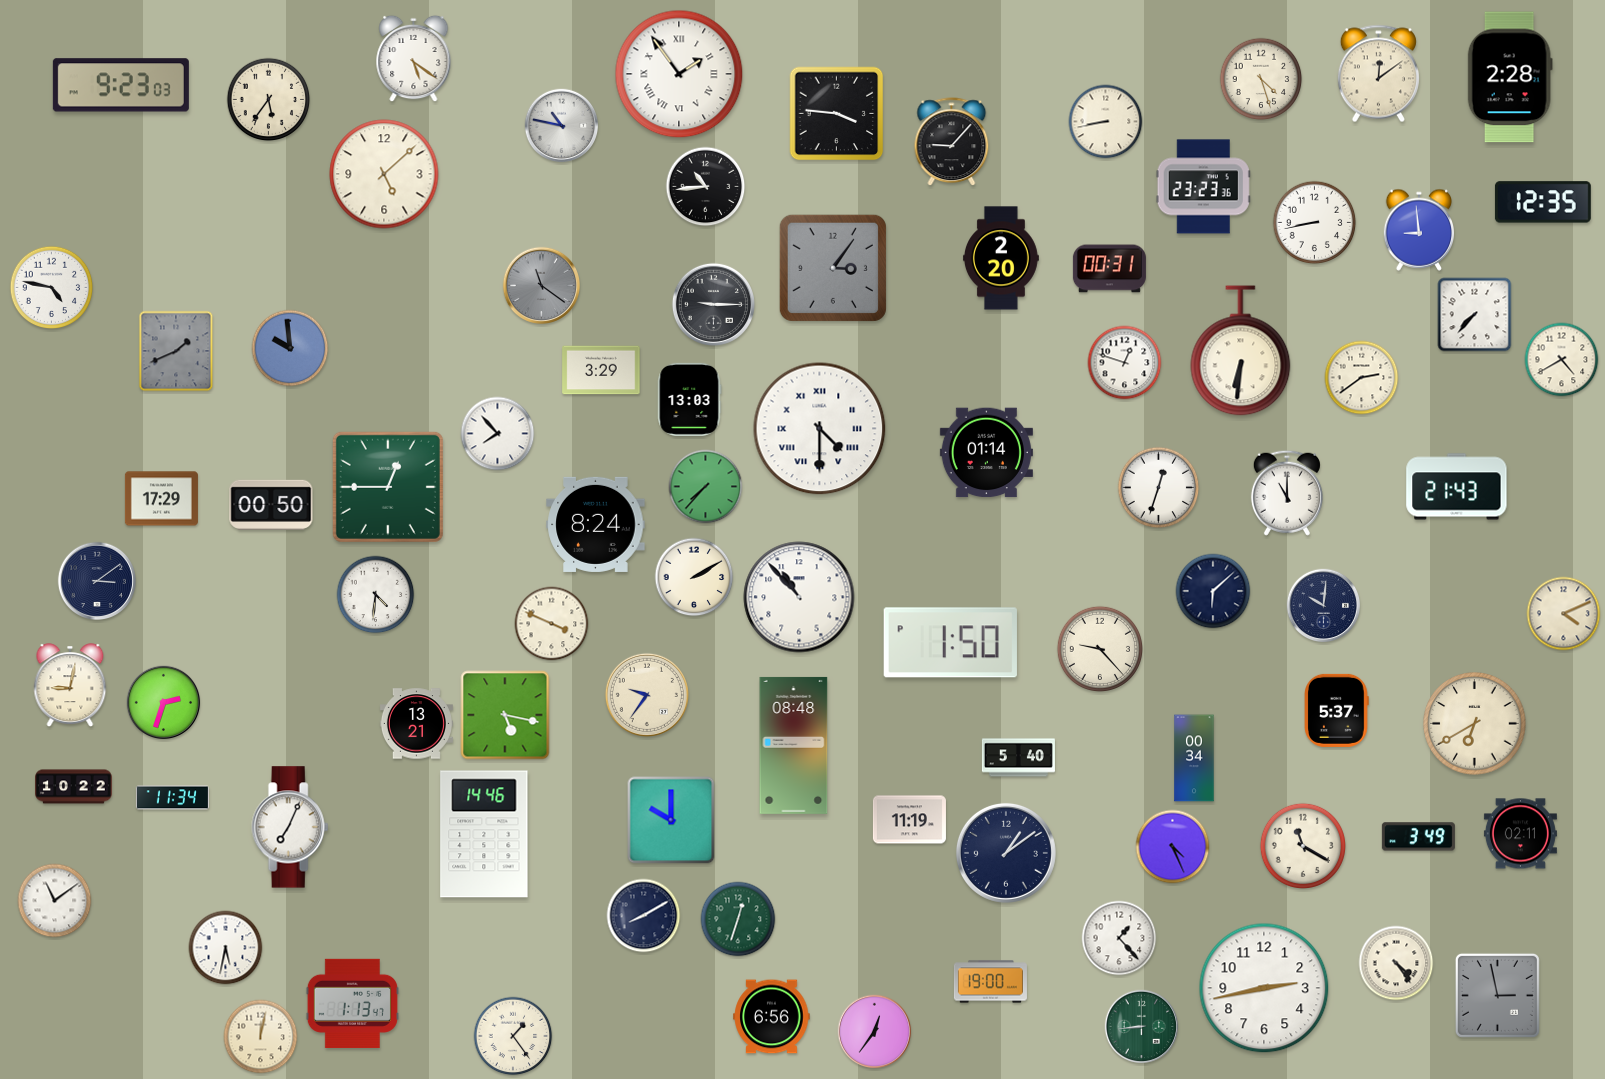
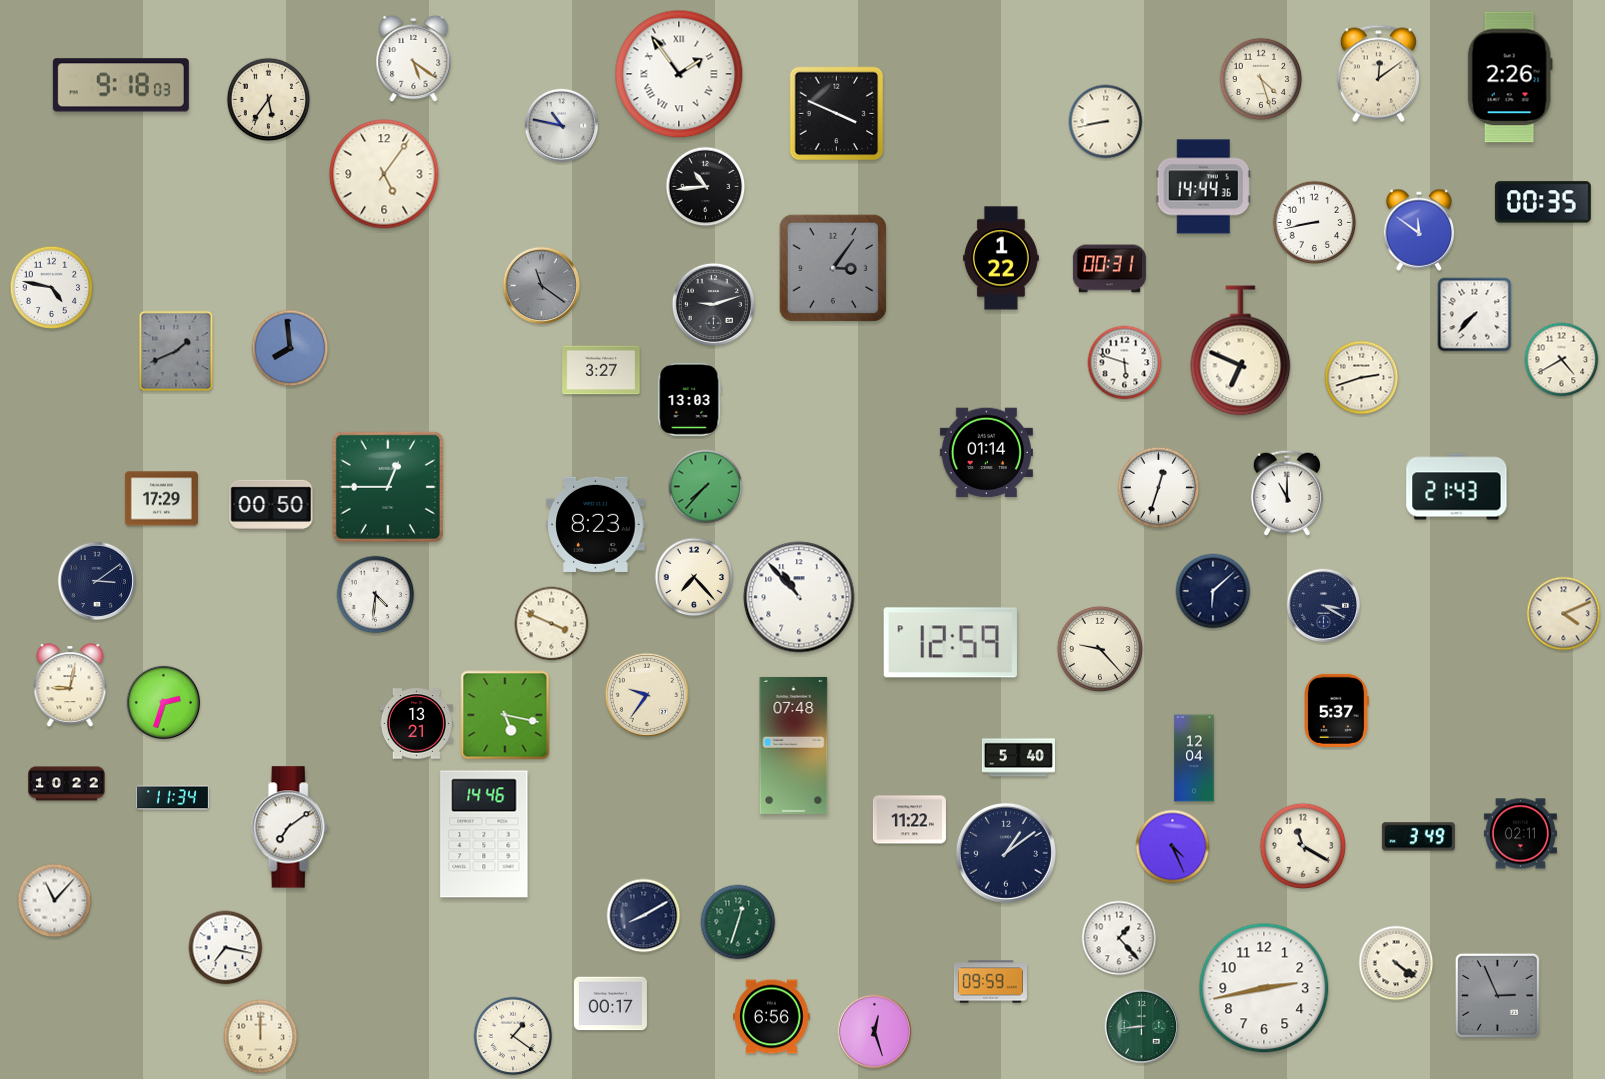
clock at (1510, 77): 2:28 -> 2:26
clock at (121, 85): 9:23 -> 9:18
clock at (837, 114): 3:46 -> 3:49
clock at (952, 142): 9:07 -> none
clock at (384, 174): 5:08 -> 5:06
clock at (1203, 187): 23:23 -> 14:44
clock at (1543, 202): 12:35 -> 00:35
clock at (1419, 230): 8:59 -> 11:51
clock at (1001, 258): 2:20 -> 1:22
clock at (713, 304): 9:15 -> 9:12
clock at (290, 348): 9:59 -> 7:59
clock at (1241, 351): 6:31 -> 6:49
clock at (1125, 363): 12:48 -> 5:48
clock at (601, 370): 3:29 -> 3:27
clock at (1362, 378): 2:39 -> 2:42
clock at (820, 429): 4:30 -> none
clock at (498, 434): 7:53 -> none
clock at (596, 524): 8:24 -> 8:23
clock at (694, 577): 2:10 -> 7:23
clock at (1324, 606): 10:01 -> 3:20
clock at (950, 643): 1:50 -> 12:59
clock at (1475, 724): 6:40 -> none
clock at (794, 745): 08:48 -> 07:48
clock at (1194, 758): 00:34 -> 12:04
clock at (74, 787) position: (74, 787) -> (67, 784)
clock at (671, 820): 10:00 -> none
clock at (909, 820): 11:19 -> 11:22
clock at (290, 827): 7:04 -> 7:09
clock at (55, 901): 11:09 -> 11:07
clock at (738, 919) position: (738, 919) -> (738, 922)
clock at (226, 948): 5:32 -> 7:17
clock at (1396, 963): 4:24 -> 4:21
clock at (990, 982): 19:00 -> 09:59
clock at (1497, 995): 2:58 -> 2:56
clock at (352, 1003): 1:13 -> none
clock at (610, 1004): none -> 00:17
clock at (875, 1032): 12:36 -> 12:27
clock at (513, 1036): 1:24 -> 1:21
clock at (261, 1037): 12:02 -> 12:00
